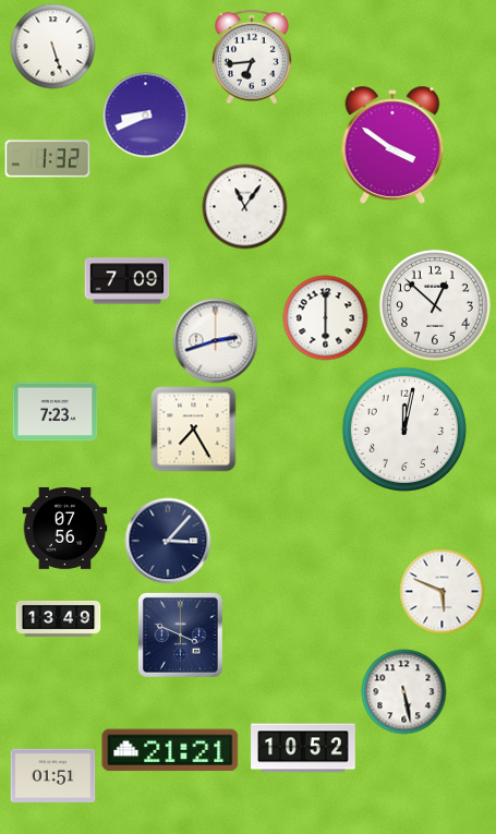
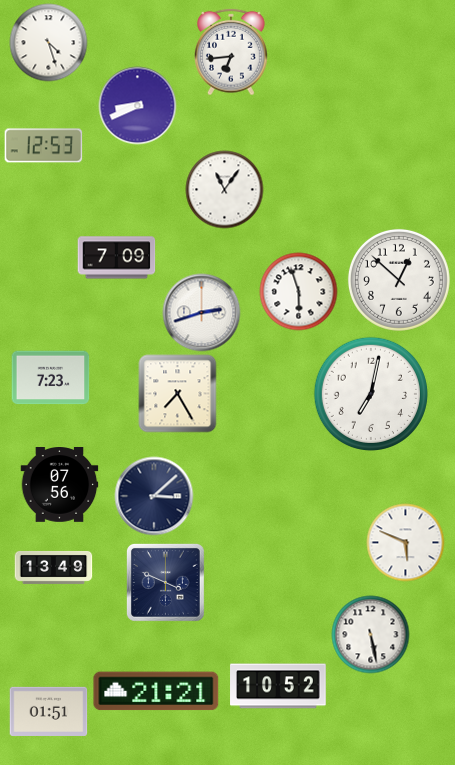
clock at (52, 46): 5:27 -> 4:27
clock at (145, 114) position: (145, 114) -> (137, 105)
clock at (392, 145): 3:51 -> none
clock at (47, 159): 1:32 -> 12:53
clock at (325, 317): 6:00 -> 5:57
clock at (215, 340) position: (215, 340) -> (201, 312)
clock at (404, 430): 12:02 -> 7:02
clock at (168, 541): 3:07 -> 3:08
clock at (170, 750) position: (170, 750) -> (156, 691)
